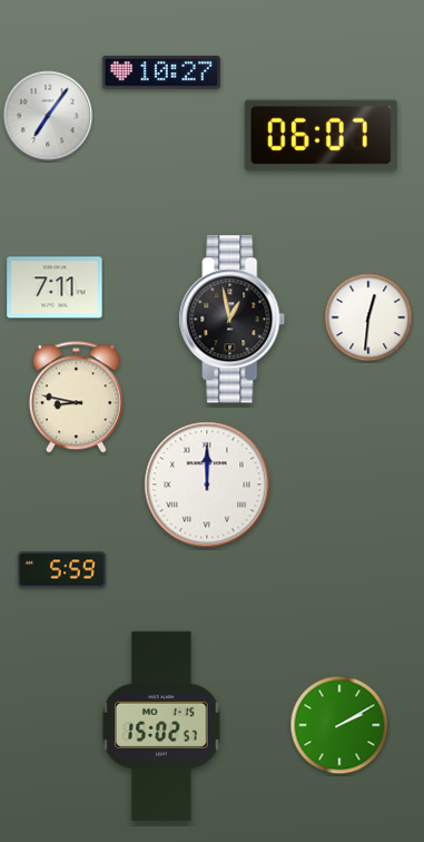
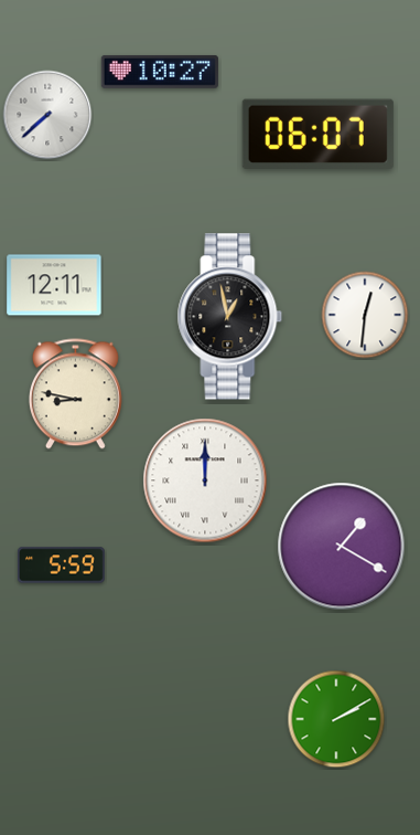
clock at (48, 116): 7:06 -> 7:38
clock at (55, 287): 7:11 -> 12:11
clock at (342, 547): none -> 1:20
clock at (161, 726): 15:02 -> none
